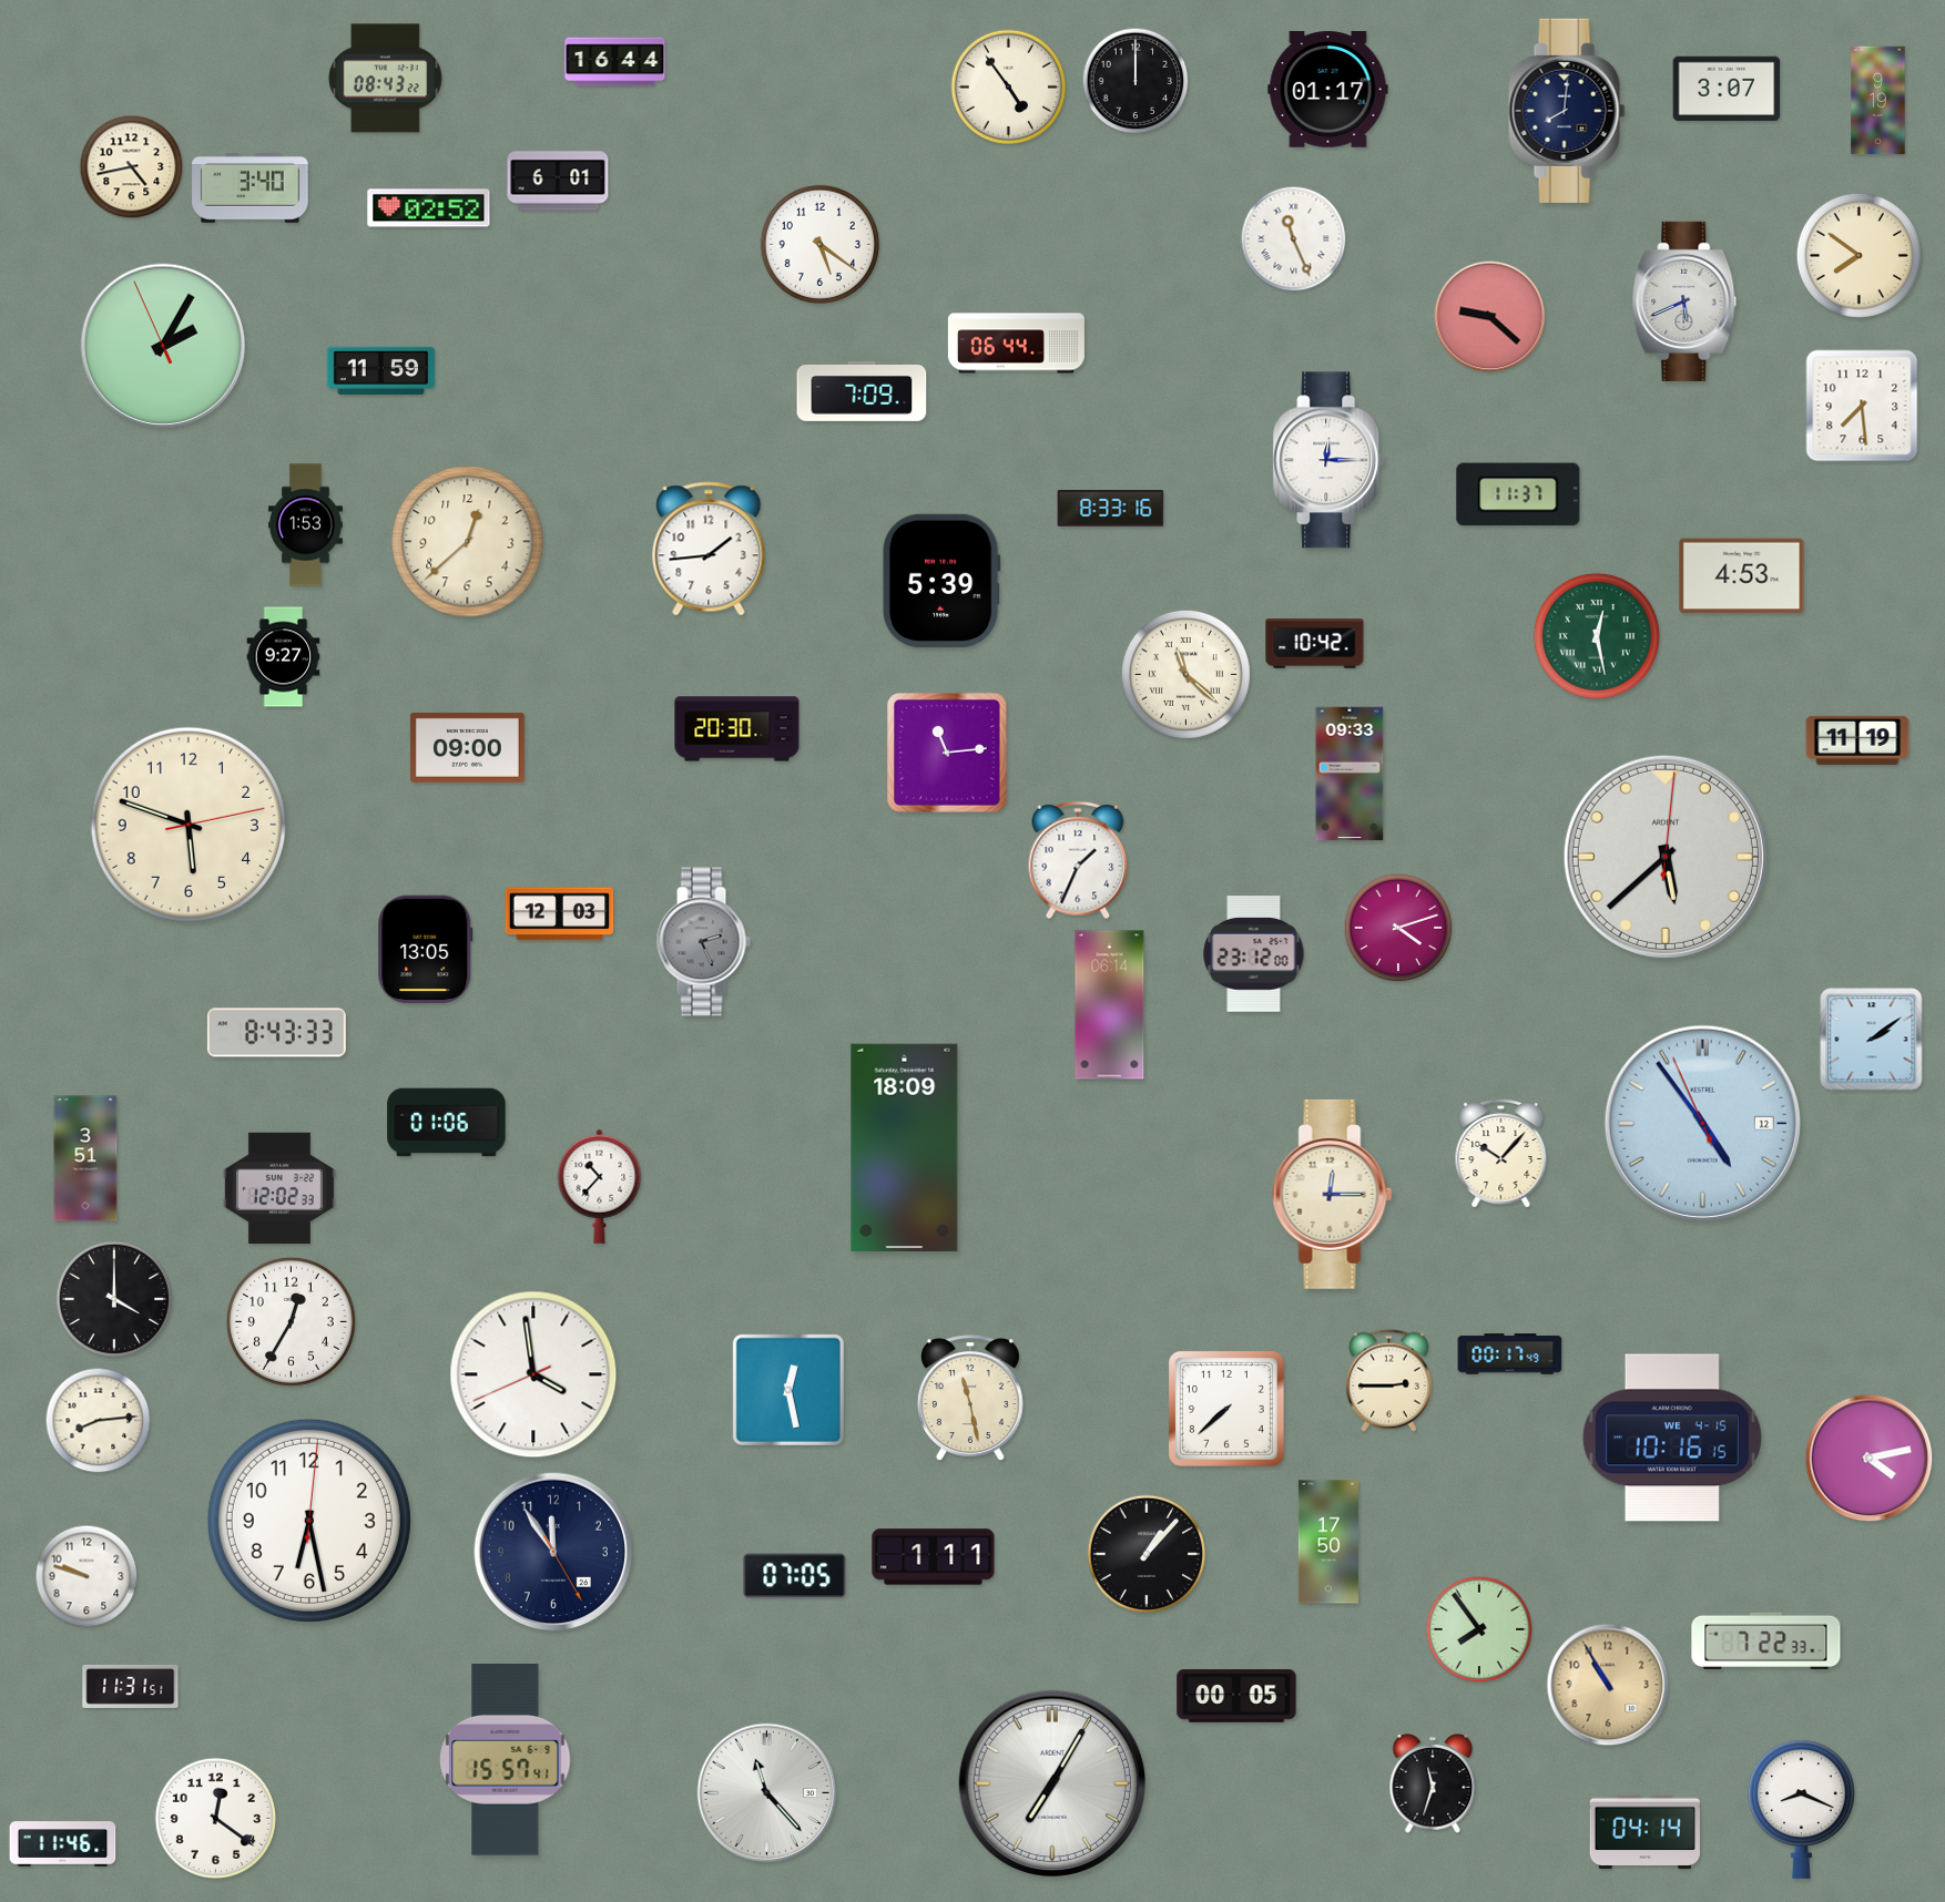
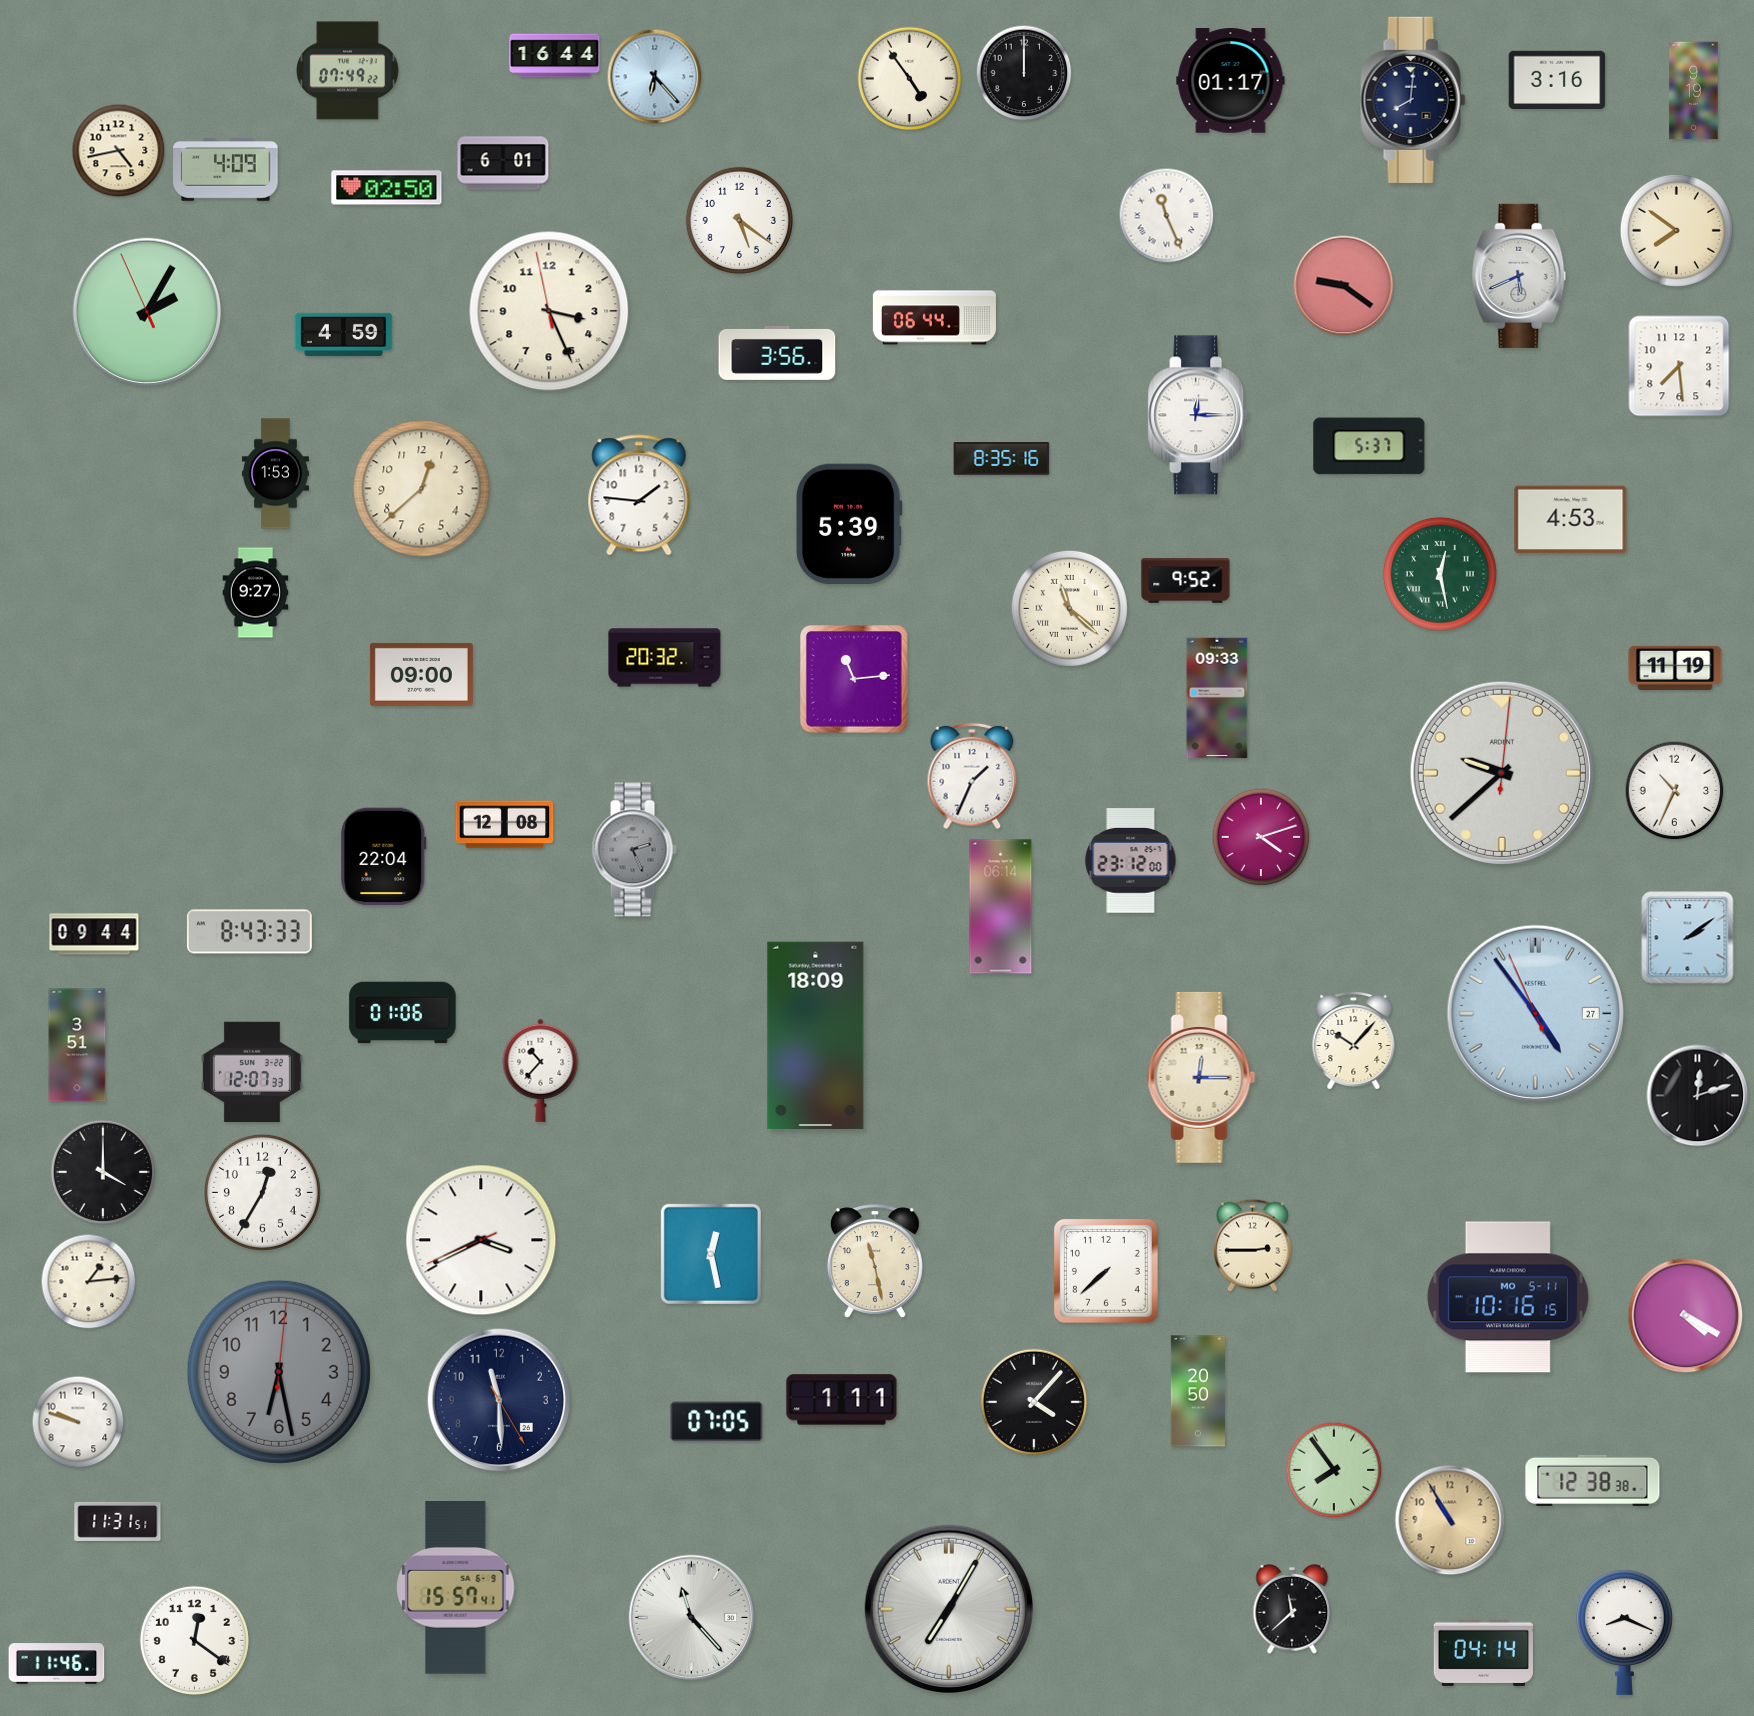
clock at (385, 79): 08:43 -> 07:49
clock at (655, 77): none -> 6:23
clock at (1727, 88): 3:07 -> 3:16
clock at (1328, 90) position: (1328, 90) -> (1231, 81)
clock at (251, 188): 3:40 -> 4:09
clock at (429, 208): 02:52 -> 02:50
clock at (1684, 301) position: (1684, 301) -> (1519, 276)
clock at (1490, 317): 9:22 -> 9:21
clock at (1016, 344) position: (1016, 344) -> (934, 318)
clock at (549, 311): none -> 3:25
clock at (381, 370): 11:59 -> 4:59
clock at (862, 392): 7:09 -> 3:56
clock at (1518, 494): 11:37 -> 5:37
clock at (1111, 509): 8:33 -> 8:35
clock at (709, 549): 1:44 -> 1:46
clock at (1315, 644): 10:42 -> 9:52
clock at (737, 729): 20:30 -> 20:32
clock at (189, 825): 5:48 -> none
clock at (1666, 857): 5:38 -> 9:38
clock at (1675, 791): none -> 10:34
clock at (560, 914): 12:03 -> 12:08
clock at (426, 950): 13:05 -> 22:04
clock at (94, 934): none -> 09:44
clock at (1702, 1123) date: 12 -> 27
clock at (279, 1187): 12:02 -> 12:07
clock at (1698, 1096): none -> 12:12
clock at (1510, 1354): 00:17 -> none
clock at (533, 1374): 3:58 -> 3:40
clock at (99, 1421): 8:14 -> 1:14
clock at (1672, 1438) date: WE 4-15 -> MO 5-11
clock at (1870, 1459): 4:13 -> 4:20
clock at (309, 1521) dial: white -> grey
clock at (1328, 1542): 17:50 -> 20:50
clock at (553, 1552): 11:54 -> 11:29
clock at (1147, 1554): 1:07 -> 4:07
clock at (934, 1557) position: (934, 1557) -> (842, 1400)
clock at (1766, 1640): 7:22 -> 12:38
clock at (1236, 1696): 00:05 -> none
clock at (1433, 1783): 11:33 -> 11:38
